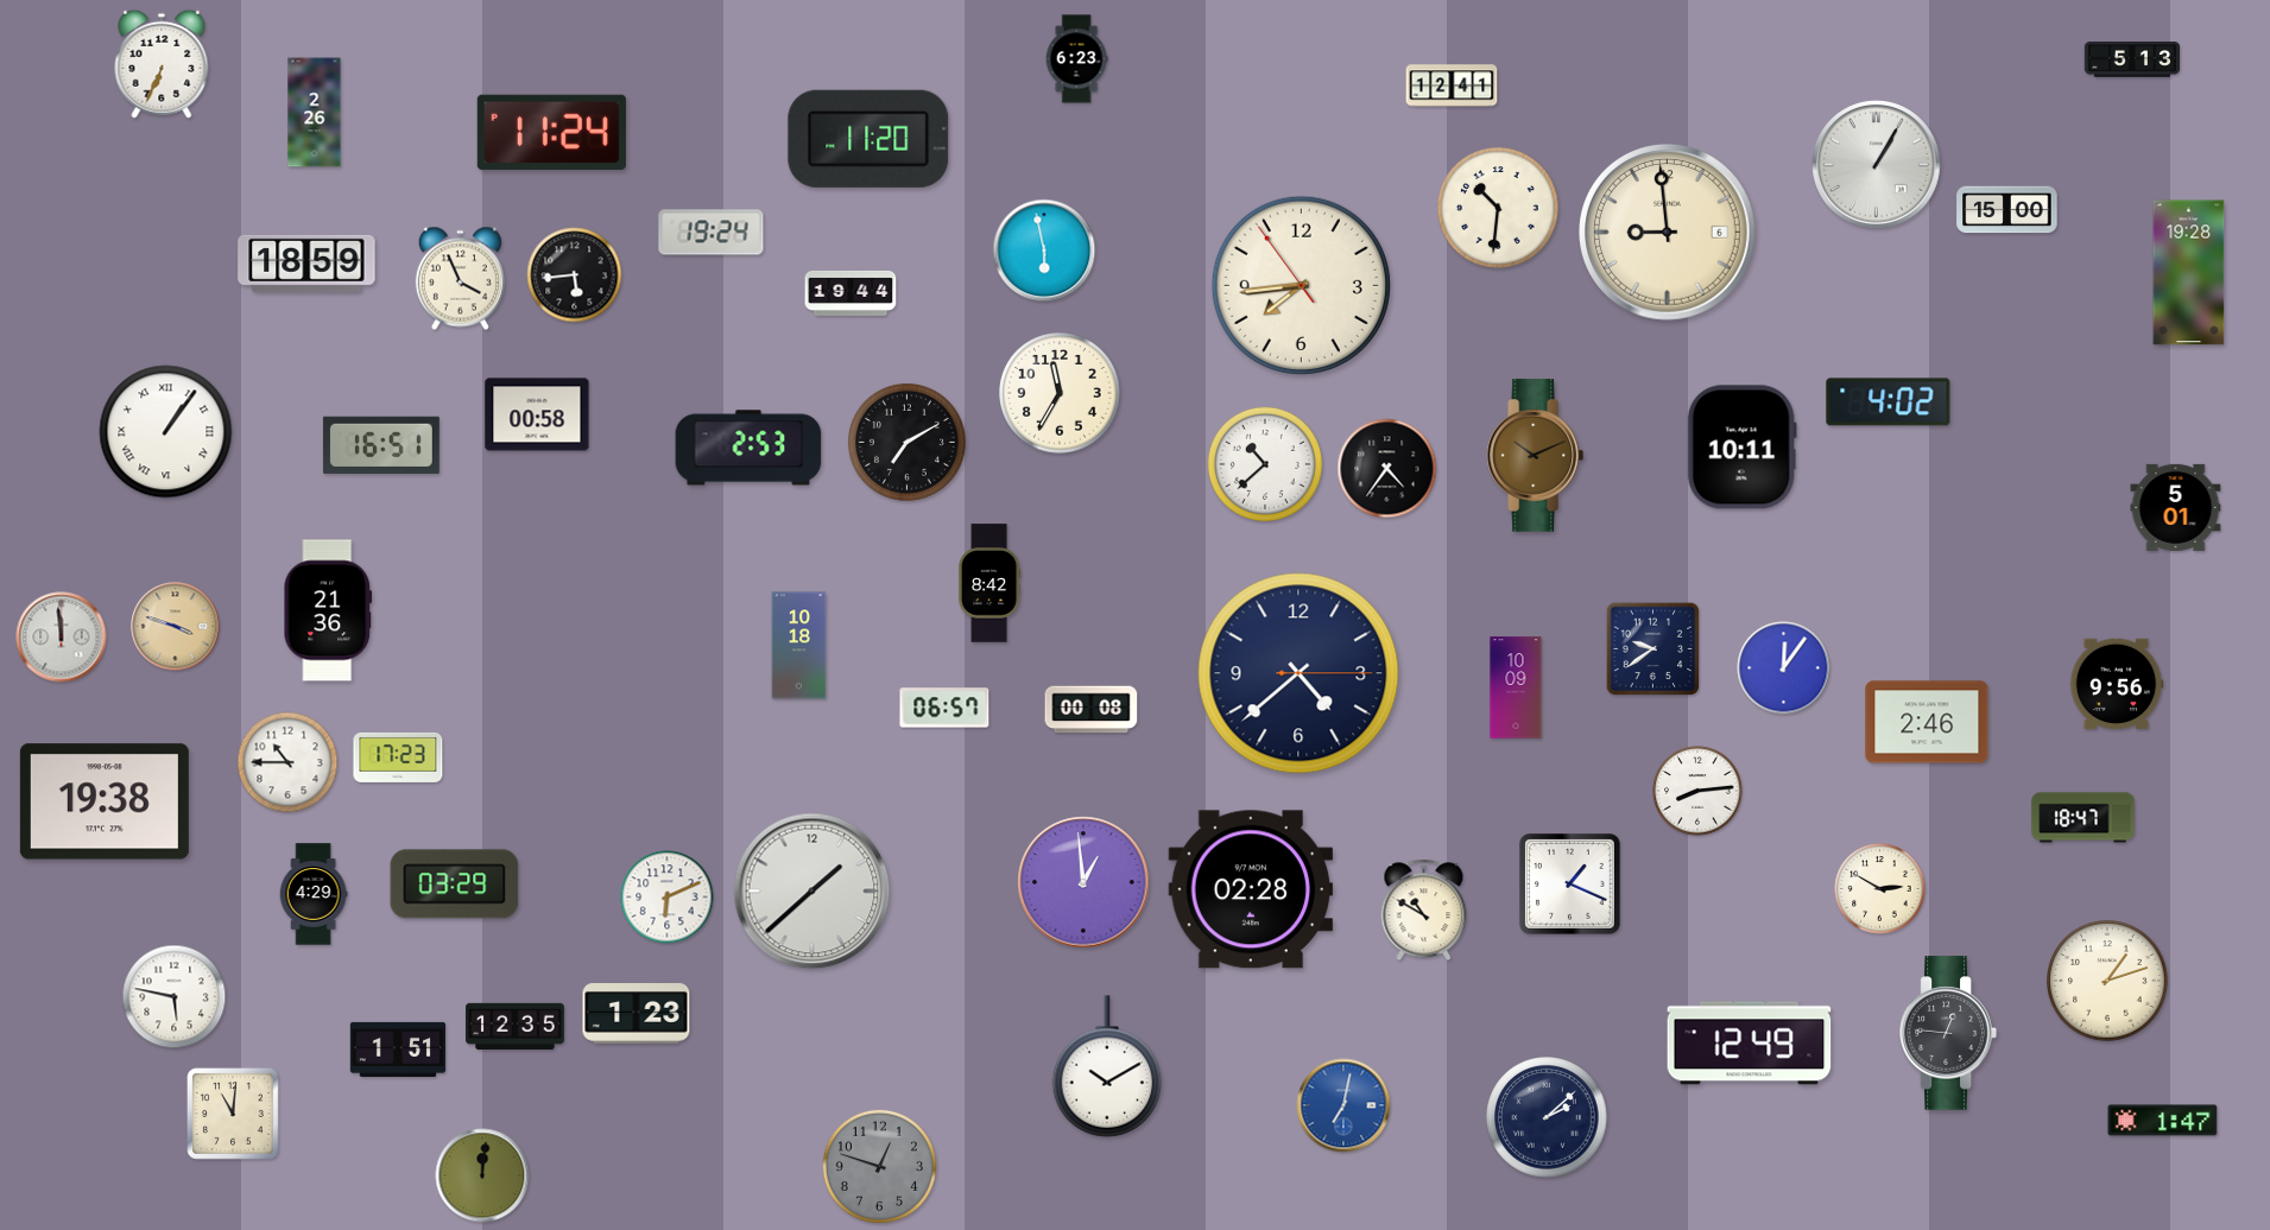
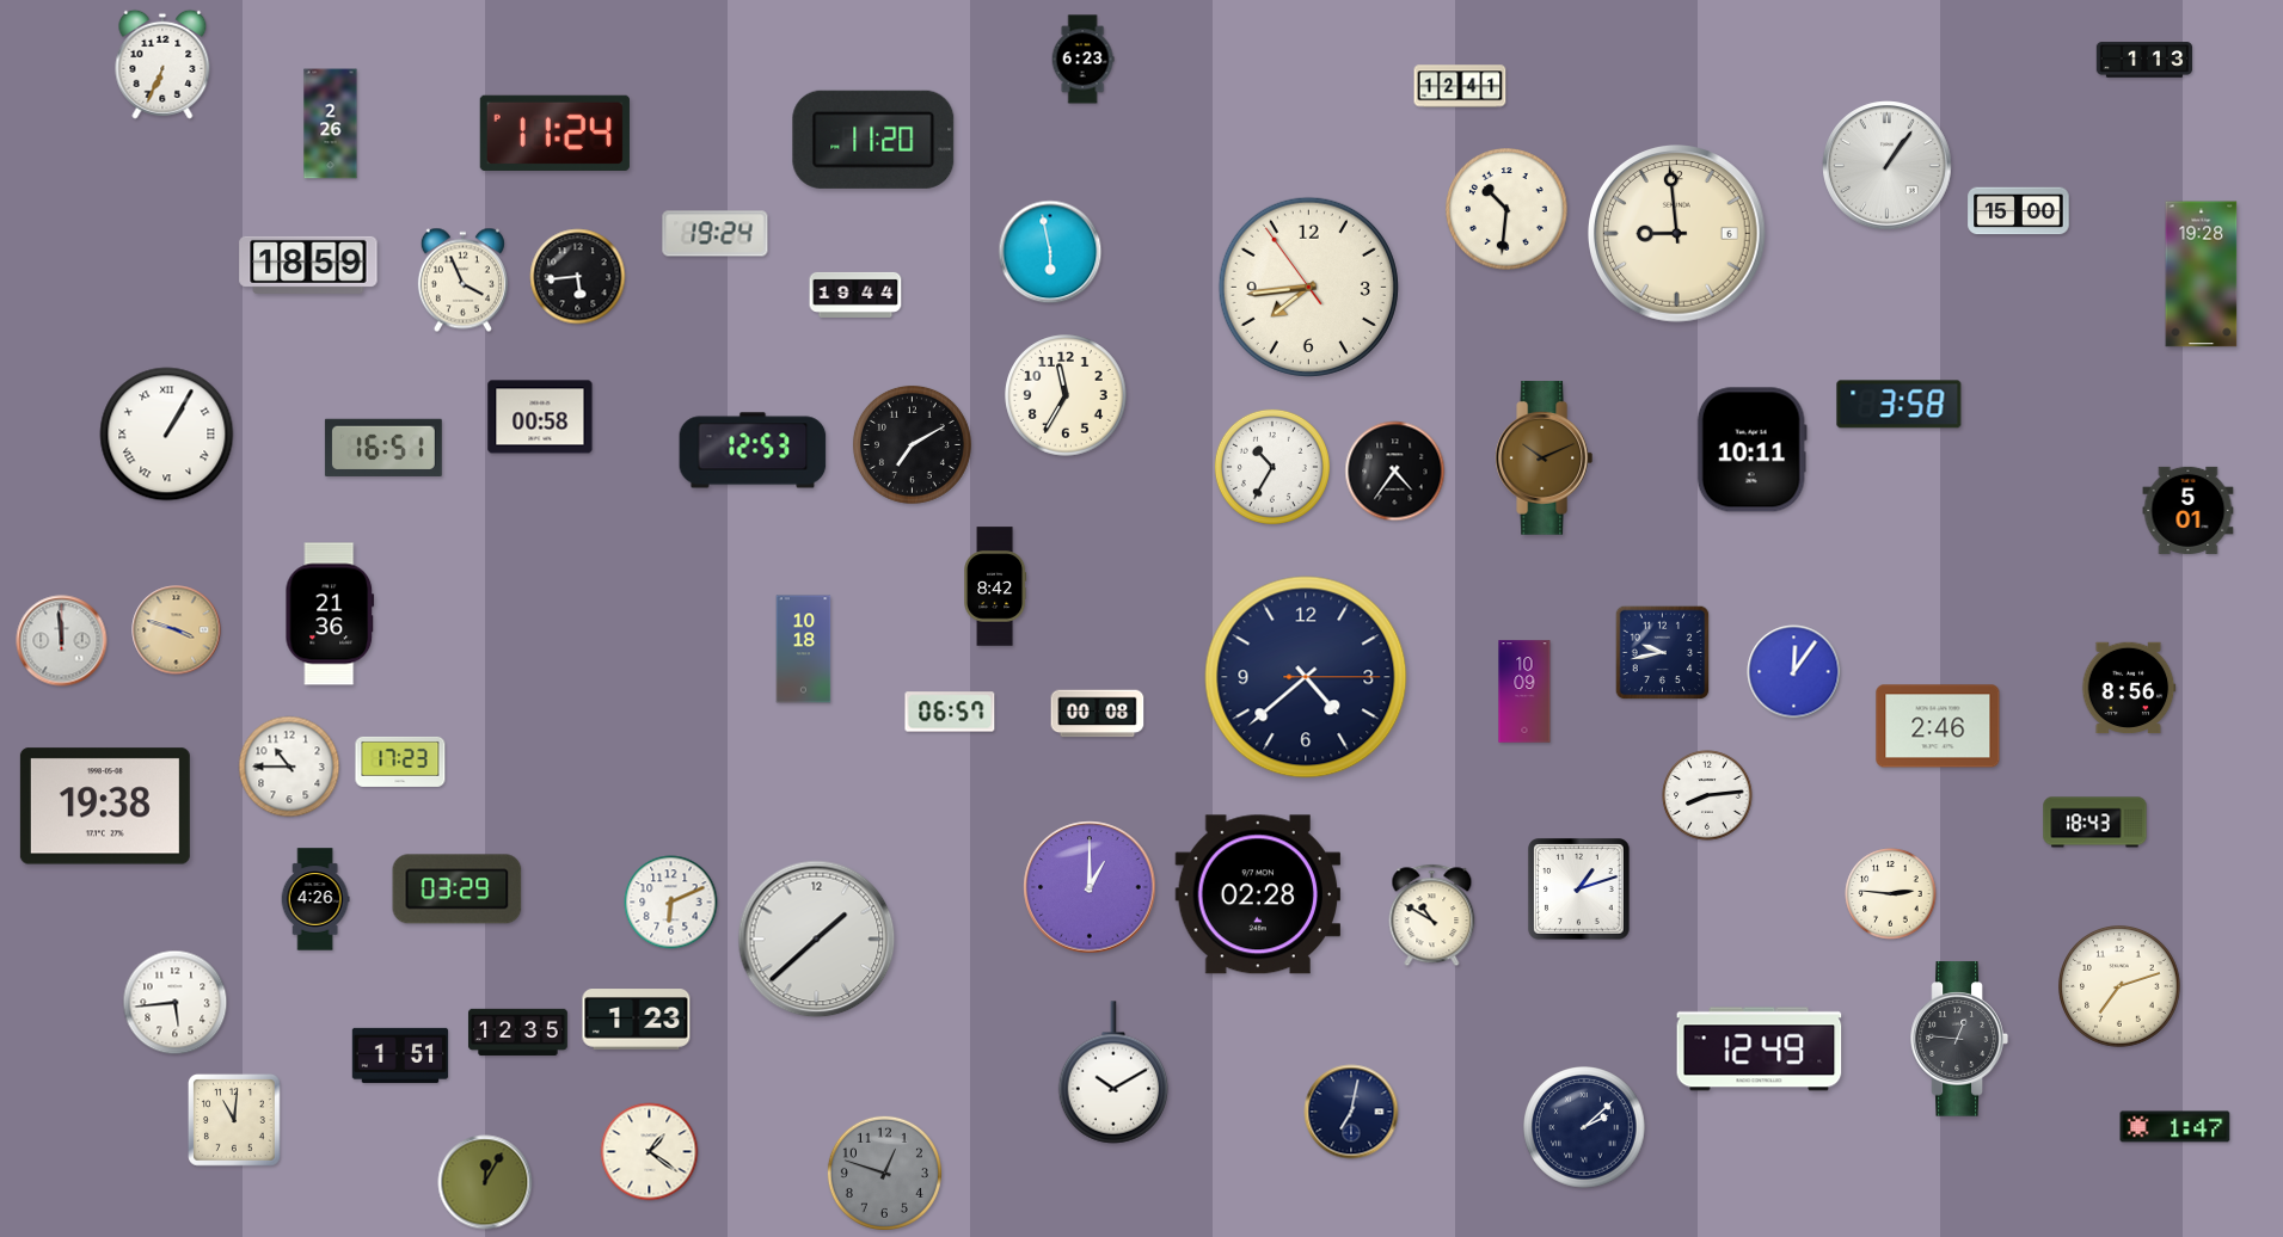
clock at (2132, 59): 5:13 -> 1:13
clock at (315, 113) position: (315, 113) -> (331, 124)
clock at (1877, 165): 1:05 -> 1:06
clock at (1889, 402): 4:02 -> 3:58
clock at (166, 432): 1:06 -> 1:05
clock at (748, 448): 2:53 -> 12:53
clock at (1265, 464): 10:38 -> 10:35
clock at (1654, 649): 9:39 -> 9:43
clock at (2117, 684): 9:56 -> 8:56
clock at (2084, 818): 18:47 -> 18:43
clock at (1083, 882): 12:59 -> 1:00
clock at (1570, 885): 1:19 -> 1:12
clock at (1880, 889): 2:50 -> 2:46
clock at (812, 892) position: (812, 892) -> (817, 940)
clock at (314, 894): 4:29 -> 4:26
clock at (2107, 981): 1:12 -> 7:12
clock at (175, 997): 5:47 -> 5:44
clock at (637, 1014) position: (637, 1014) -> (637, 1020)
clock at (1343, 1105) dial: blue -> navy
clock at (1547, 1117) position: (1547, 1117) -> (1584, 1127)
clock at (650, 1152): none -> 1:21
clock at (482, 1175): 12:01 -> 12:05
